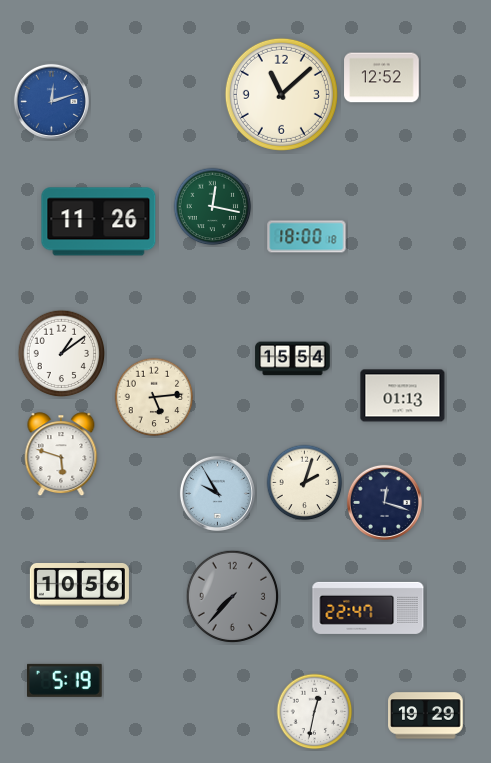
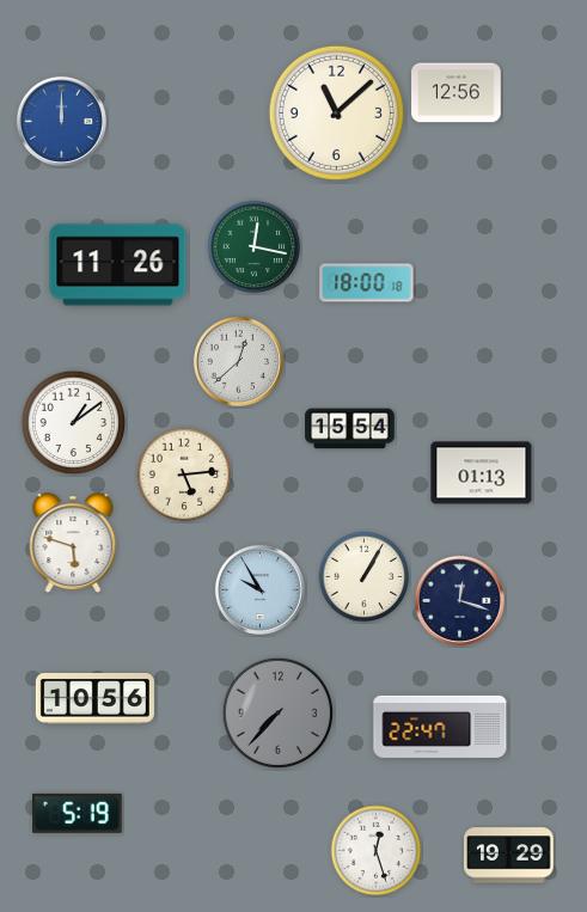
clock at (382, 78): 12:52 -> 12:56
clock at (51, 101): 12:12 -> 12:00
clock at (238, 361): none -> 12:38
clock at (305, 483): 2:03 -> 1:05
clock at (315, 712): 12:32 -> 12:27
